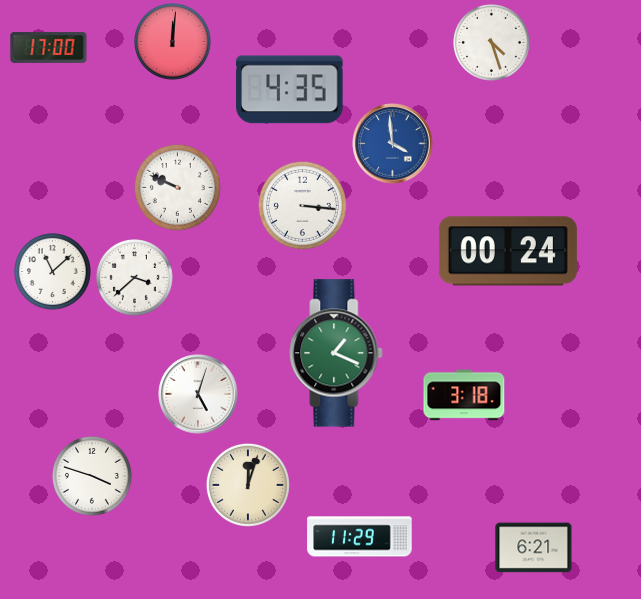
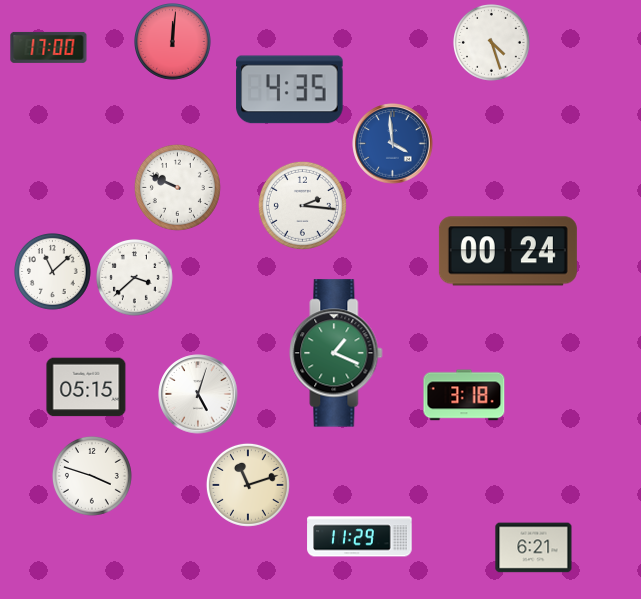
clock at (302, 205): 3:16 -> 2:16
clock at (86, 387): none -> 05:15
clock at (248, 485): 12:03 -> 11:12
